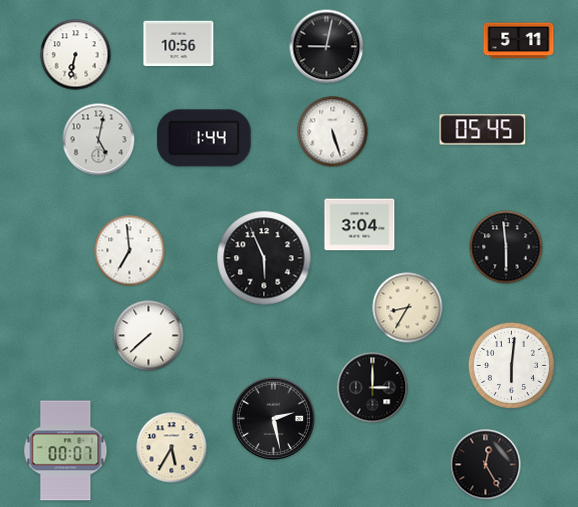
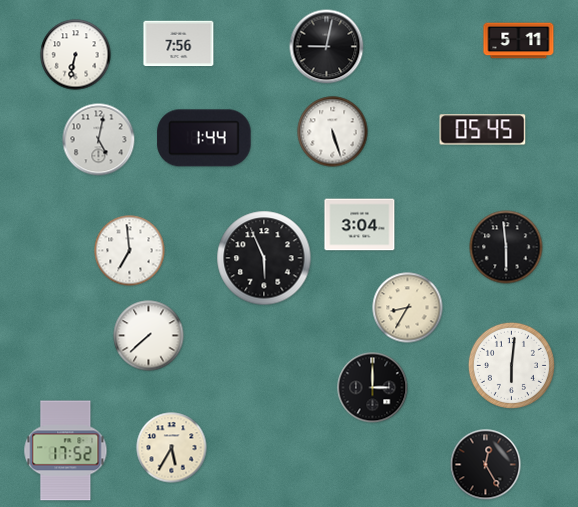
clock at (179, 44): 10:56 -> 7:56
clock at (273, 418): 2:28 -> none
clock at (66, 451): 00:07 -> 17:52
